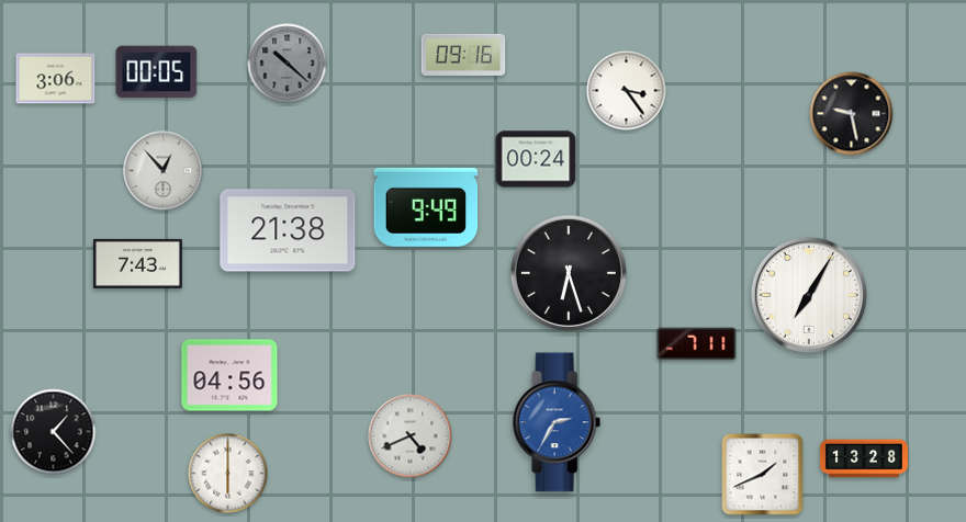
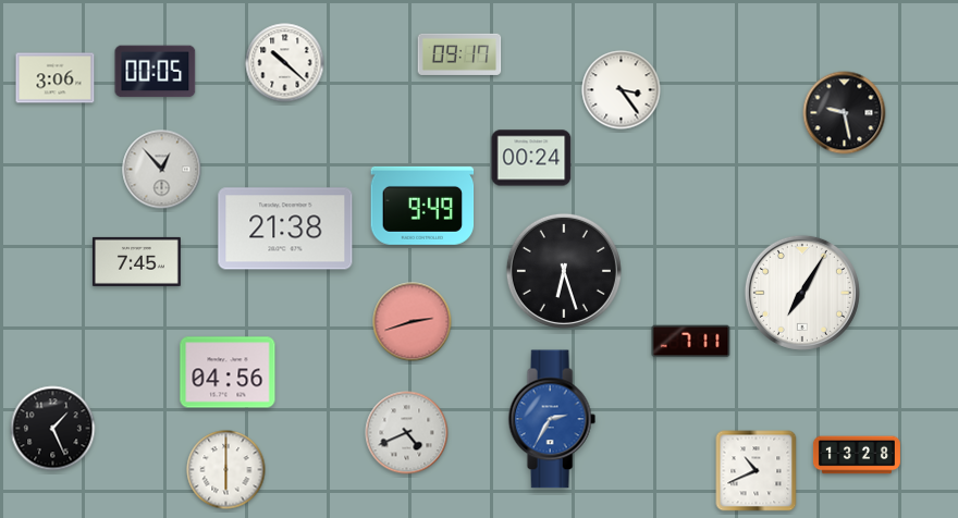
clock at (463, 55): 09:16 -> 09:17
clock at (288, 64) dial: grey -> white
clock at (137, 263): 7:43 -> 7:45
clock at (413, 322): none -> 2:42
clock at (54, 432): 1:23 -> 1:26
clock at (763, 475): 1:41 -> 10:41
